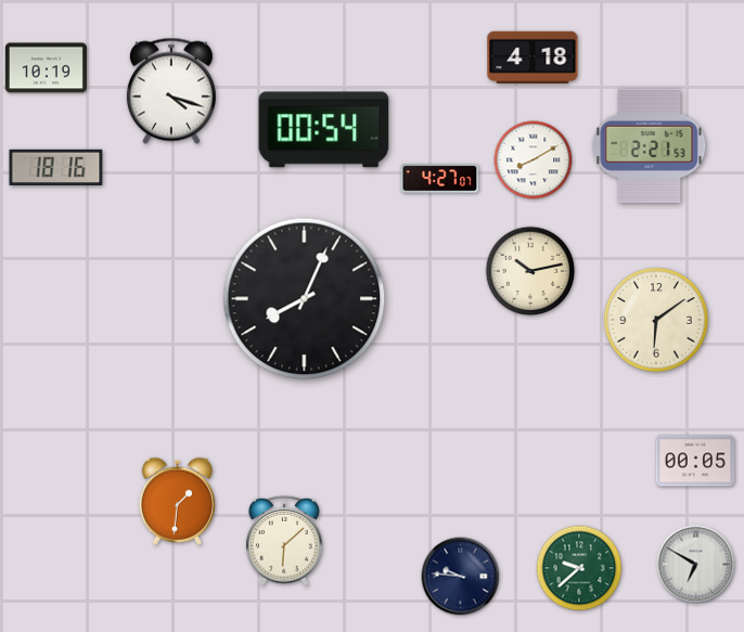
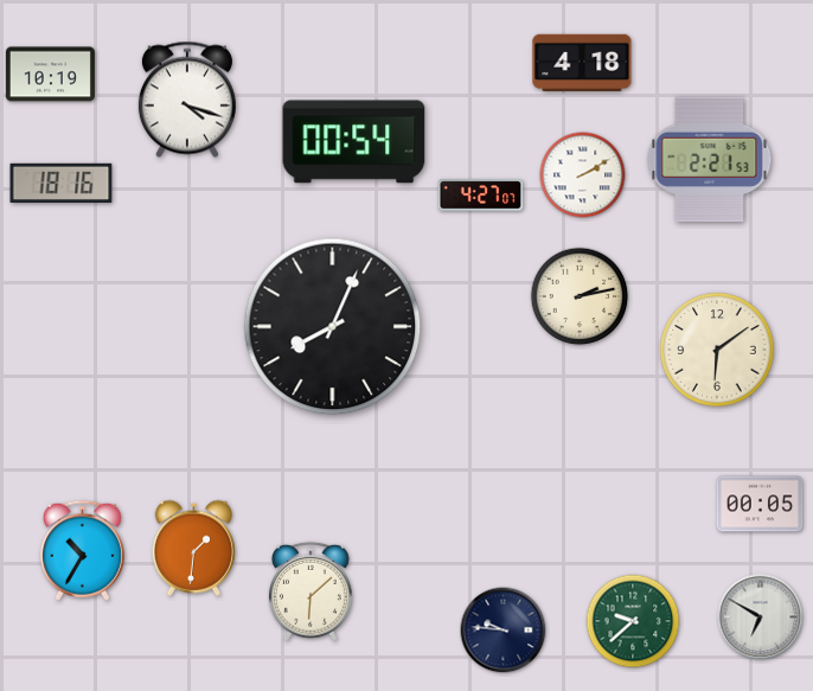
clock at (534, 160): 8:10 -> 2:10
clock at (530, 271): 10:13 -> 2:13
clock at (82, 550): none -> 10:35
